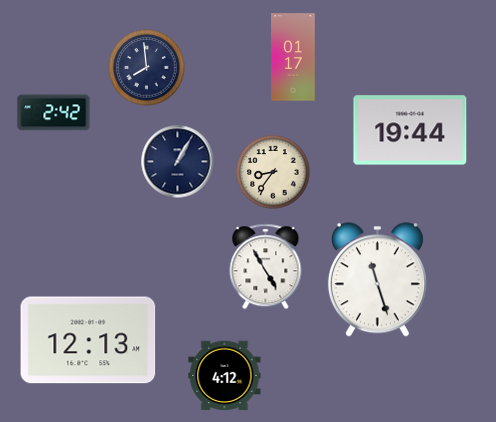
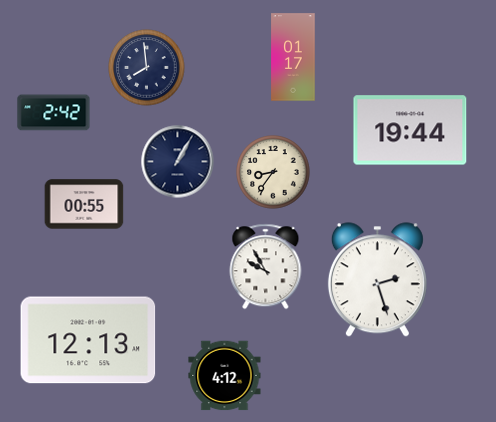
clock at (84, 204): none -> 00:55
clock at (266, 267): 4:55 -> 9:55
clock at (377, 280): 11:27 -> 2:27
